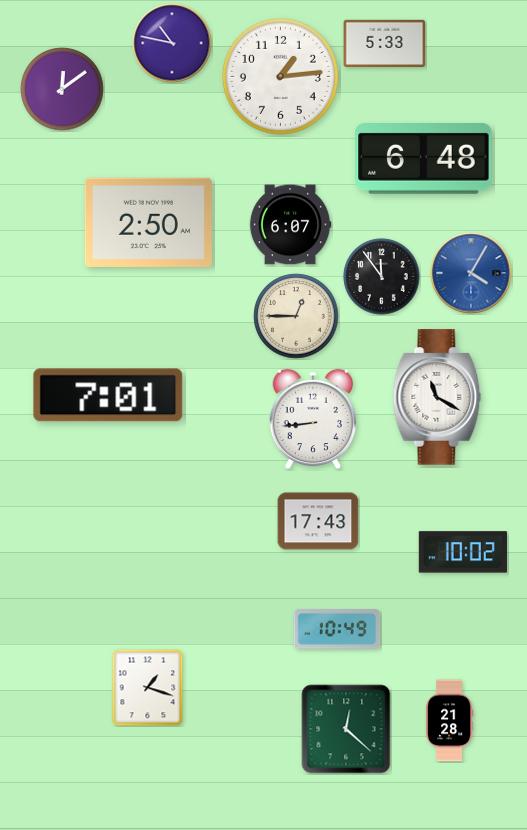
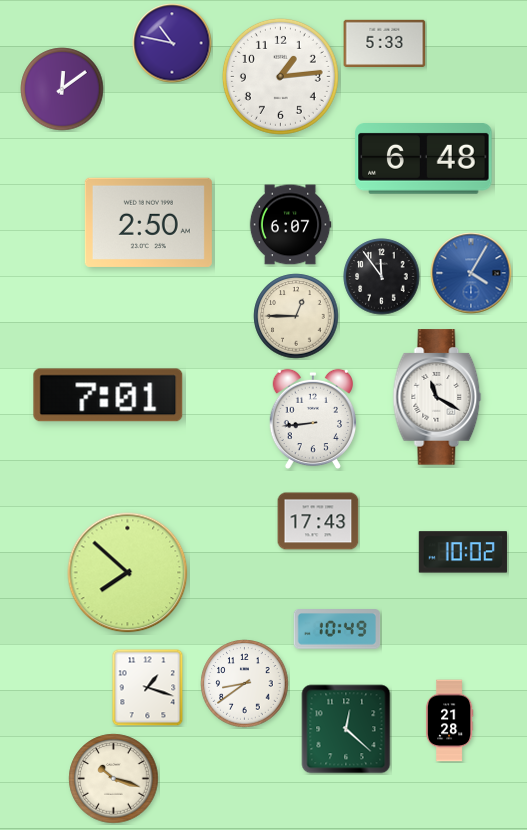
clock at (128, 573): none -> 7:52
clock at (245, 684): none -> 8:39
clock at (114, 779): none -> 10:18
